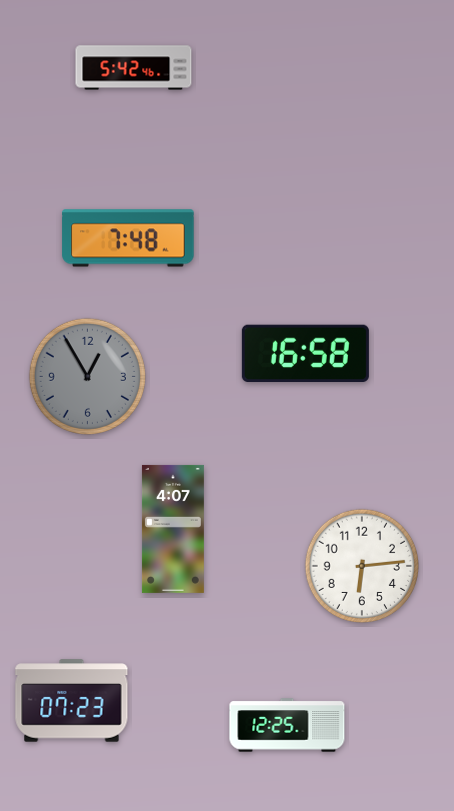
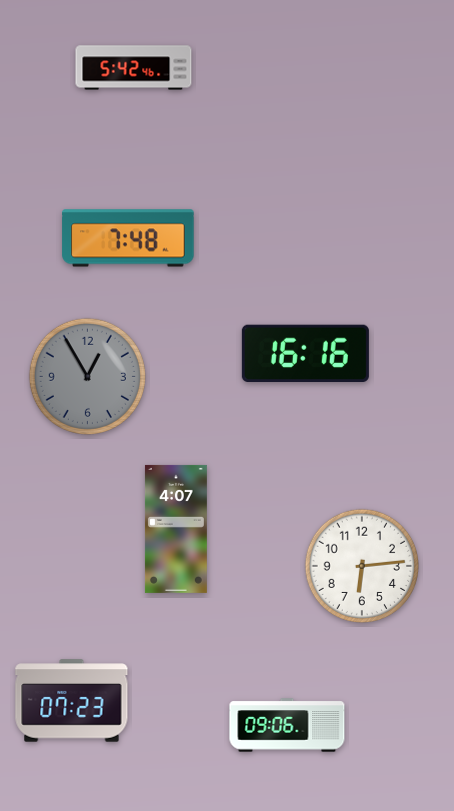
clock at (305, 353): 16:58 -> 16:16
clock at (173, 529) position: (173, 529) -> (176, 529)
clock at (287, 725): 12:25 -> 09:06
